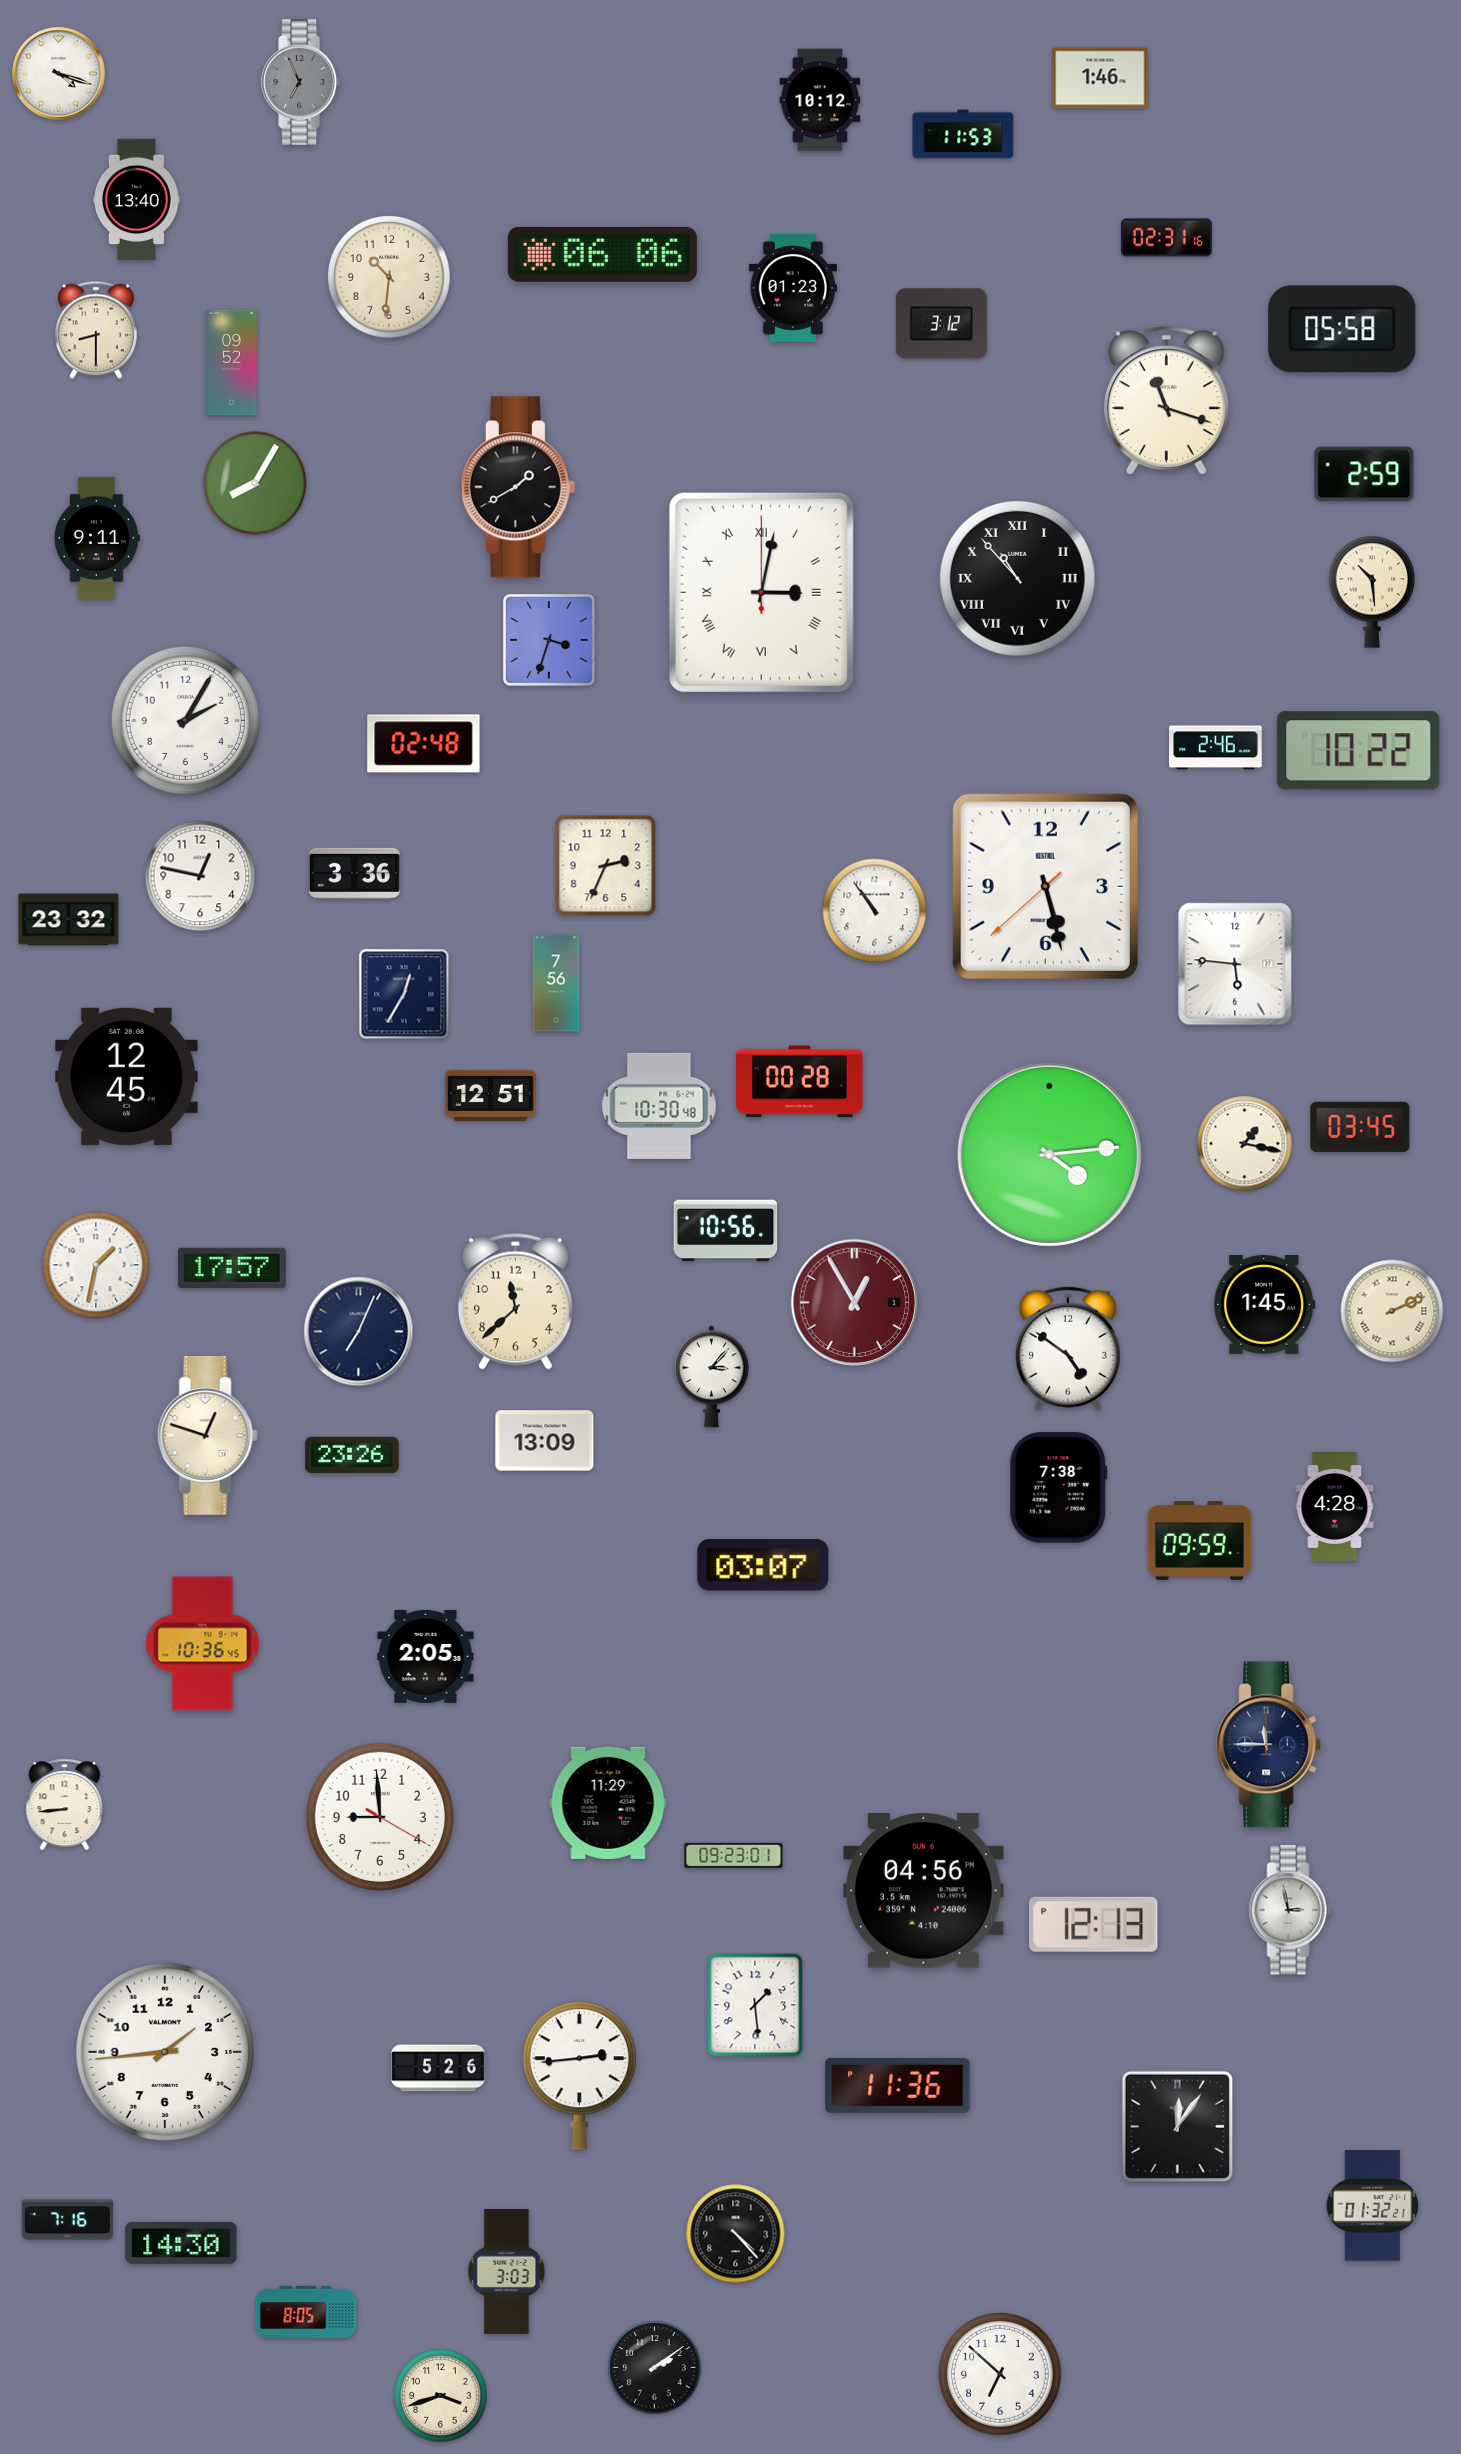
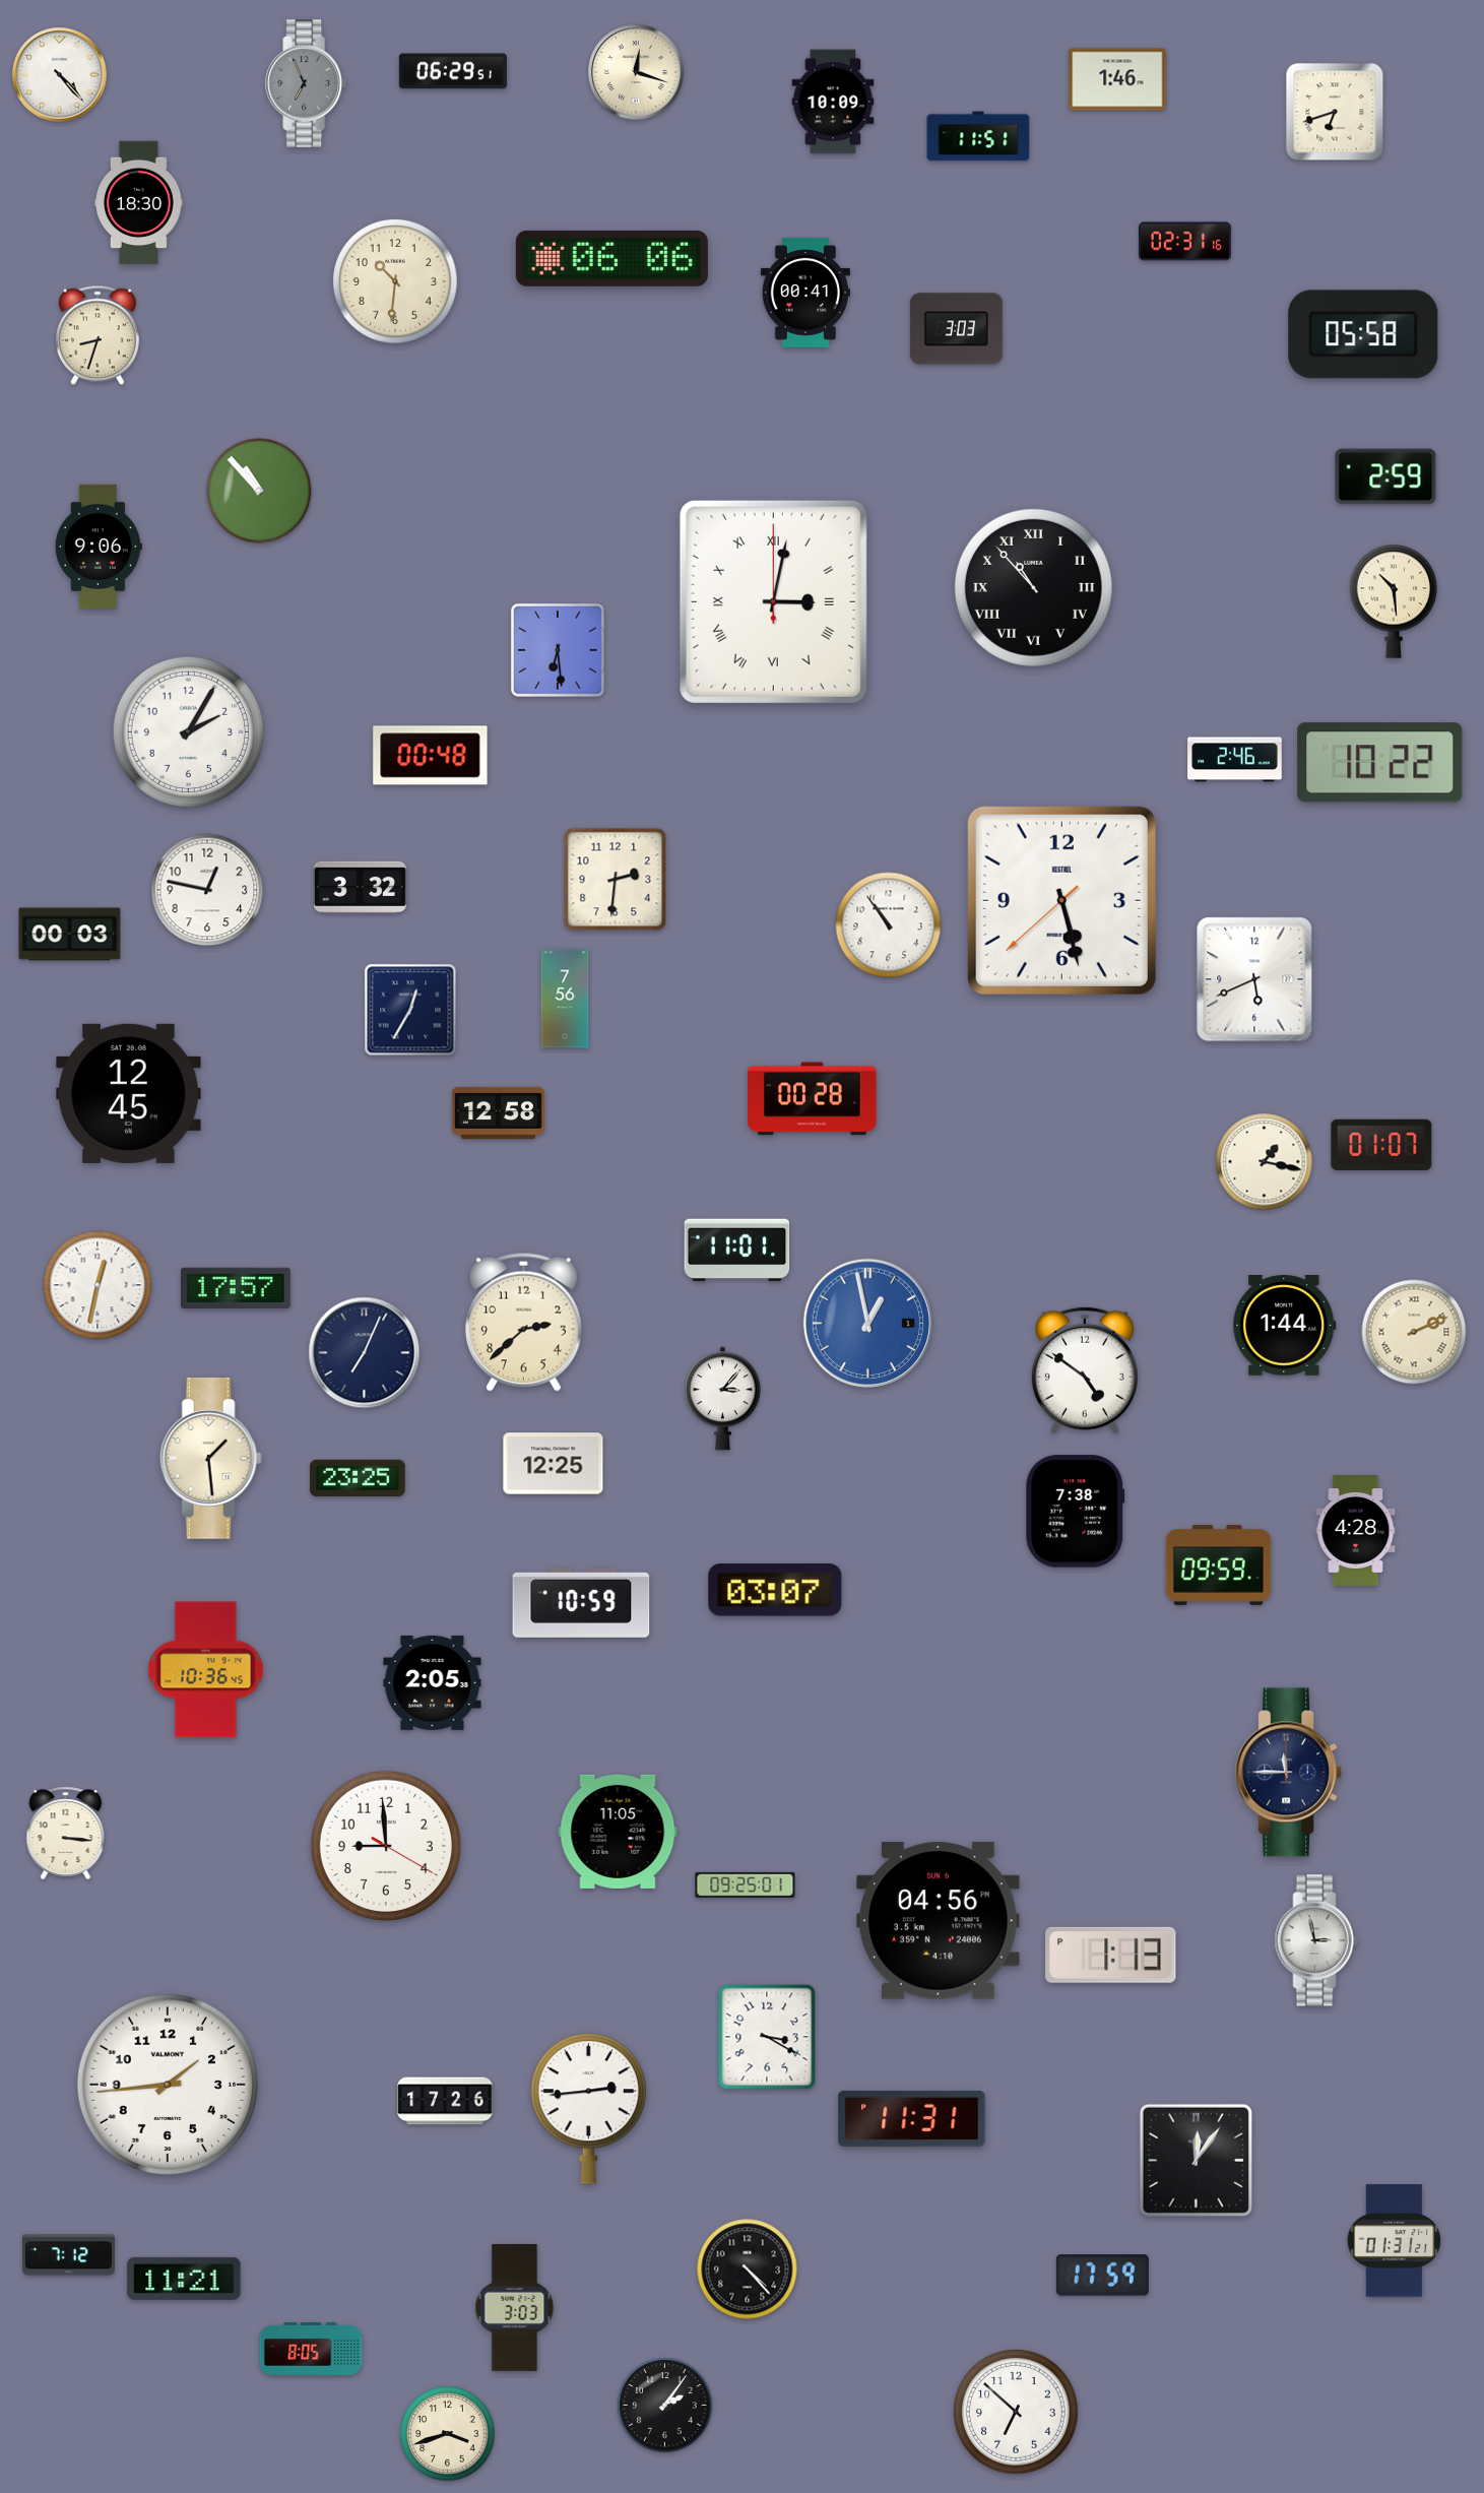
clock at (453, 71): none -> 06:29
clock at (636, 72): none -> 12:18
clock at (59, 74): 4:18 -> 4:23
clock at (820, 100): 10:12 -> 10:09
clock at (1335, 112): none -> 6:42
clock at (963, 134): 11:53 -> 11:51
clock at (136, 200): 13:40 -> 18:30
clock at (793, 288): 01:23 -> 00:41
clock at (941, 324): 3:12 -> 3:03
clock at (96, 330): 8:30 -> 8:33
clock at (232, 363): 09:52 -> none
clock at (1166, 400): 11:18 -> none
clock at (1364, 474) position: (1364, 474) -> (1385, 476)
clock at (255, 483): 8:05 -> 10:53
clock at (518, 487): 1:40 -> none
clock at (97, 538): 9:11 -> 9:06
clock at (549, 640): 3:33 -> 6:29
clock at (424, 744): 02:48 -> 00:48
clock at (606, 866): 2:34 -> 2:31
clock at (354, 873): 3:36 -> 3:32
clock at (200, 876) position: (200, 876) -> (207, 890)
clock at (69, 920): 23:32 -> 00:03
clock at (1235, 964): 5:46 -> 5:41
clock at (490, 1095): 12:51 -> 12:58
clock at (659, 1106): 10:30 -> none
clock at (1360, 1127): 03:45 -> 01:07
clock at (1049, 1154): 4:14 -> none
clock at (726, 1231): 10:56 -> 11:01
clock at (96, 1265): 1:32 -> 12:32
clock at (515, 1301): 11:38 -> 2:38
clock at (855, 1303): 12:55 -> 12:58
clock at (855, 1303) dial: burgundy -> blue
clock at (1265, 1305): 1:45 -> 1:44
clock at (207, 1436): 12:48 -> 1:29
clock at (545, 1441): 13:09 -> 12:25
clock at (352, 1455): 23:26 -> 23:25
clock at (581, 1603): none -> 10:59
clock at (608, 1803): 11:29 -> 11:05
clock at (65, 1805): 8:44 -> 3:16
clock at (734, 1855): 09:23 -> 09:25
clock at (1290, 1910) position: (1290, 1910) -> (1316, 1940)
clock at (1094, 1924): 12:13 -> 1:13
clock at (755, 2005): 1:29 -> 3:20
clock at (438, 2068): 5:26 -> 17:26
clock at (898, 2085): 11:36 -> 11:31
clock at (1372, 2206): 01:32 -> 01:31
clock at (67, 2220): 7:16 -> 7:12
clock at (1102, 2276): none -> 17:59
clock at (181, 2243): 14:30 -> 11:21
clock at (655, 2368): 2:09 -> 2:06
